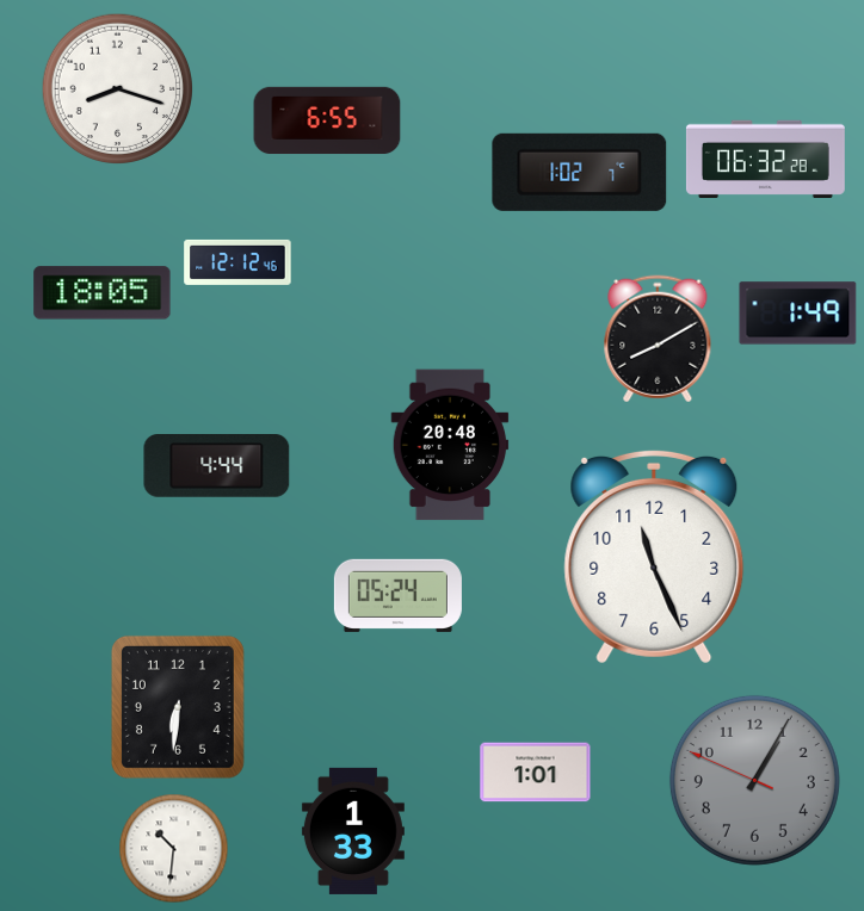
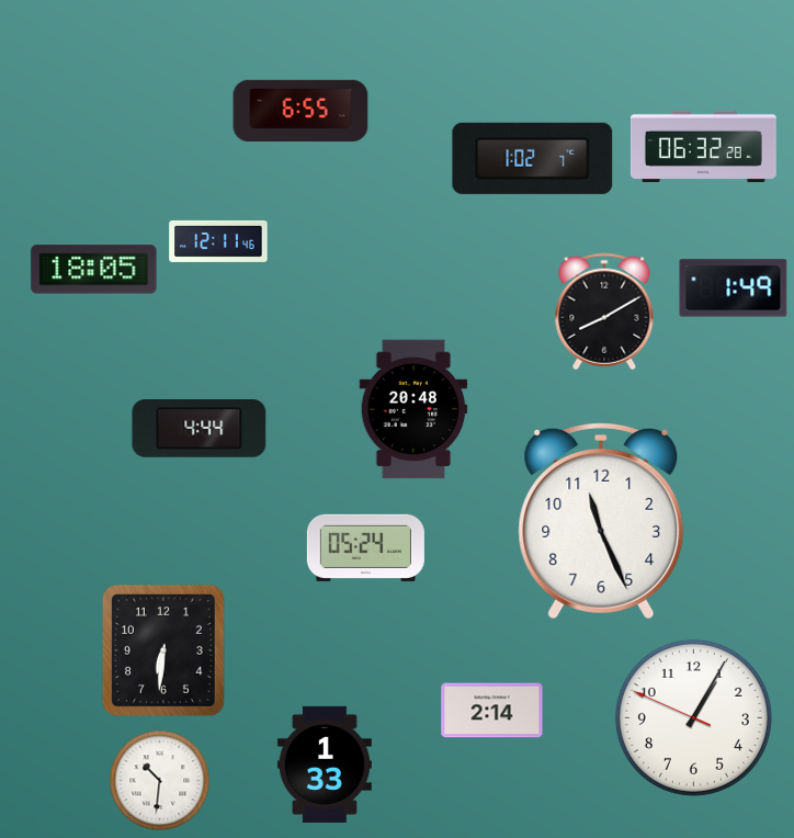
clock at (118, 89): 8:18 -> none
clock at (237, 262): 12:12 -> 12:11
clock at (654, 557) position: (654, 557) -> (601, 521)
clock at (536, 773): 1:01 -> 2:14
clock at (754, 780) dial: grey -> white
